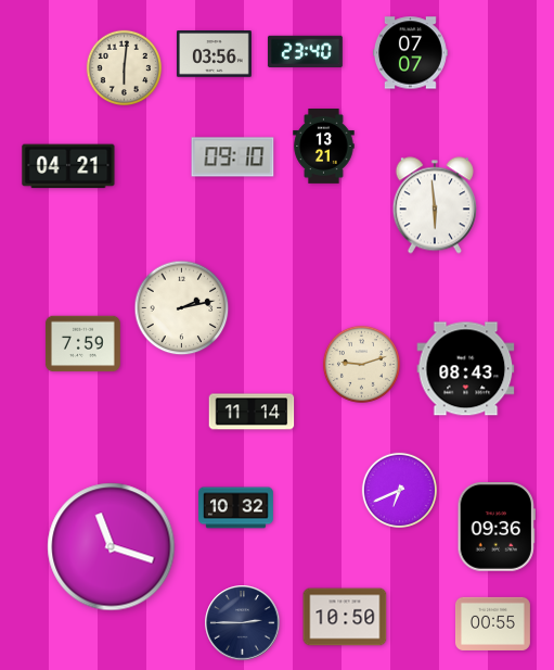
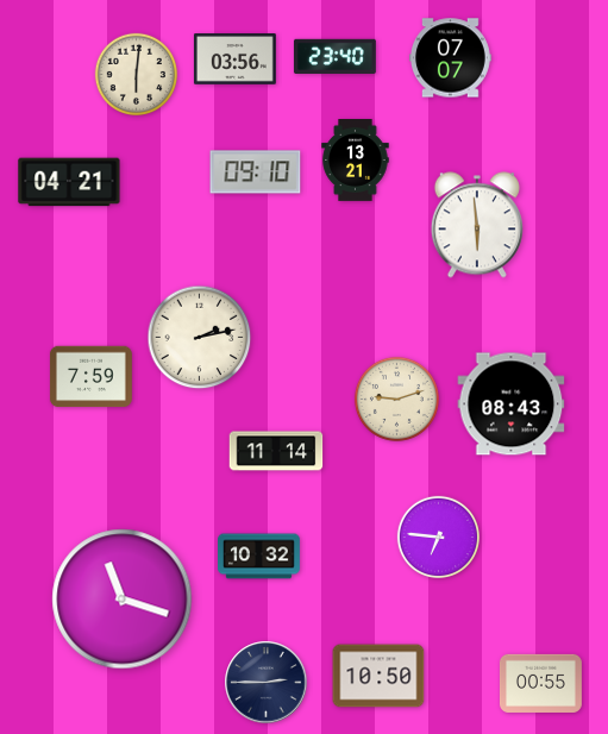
clock at (68, 166) position: (68, 166) -> (69, 182)
clock at (399, 490): 6:41 -> 6:46
clock at (497, 528): 09:36 -> none
